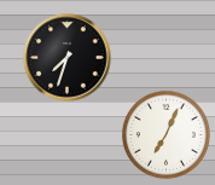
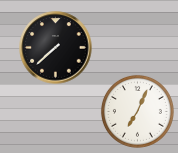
clock at (68, 58): 7:33 -> 7:38
